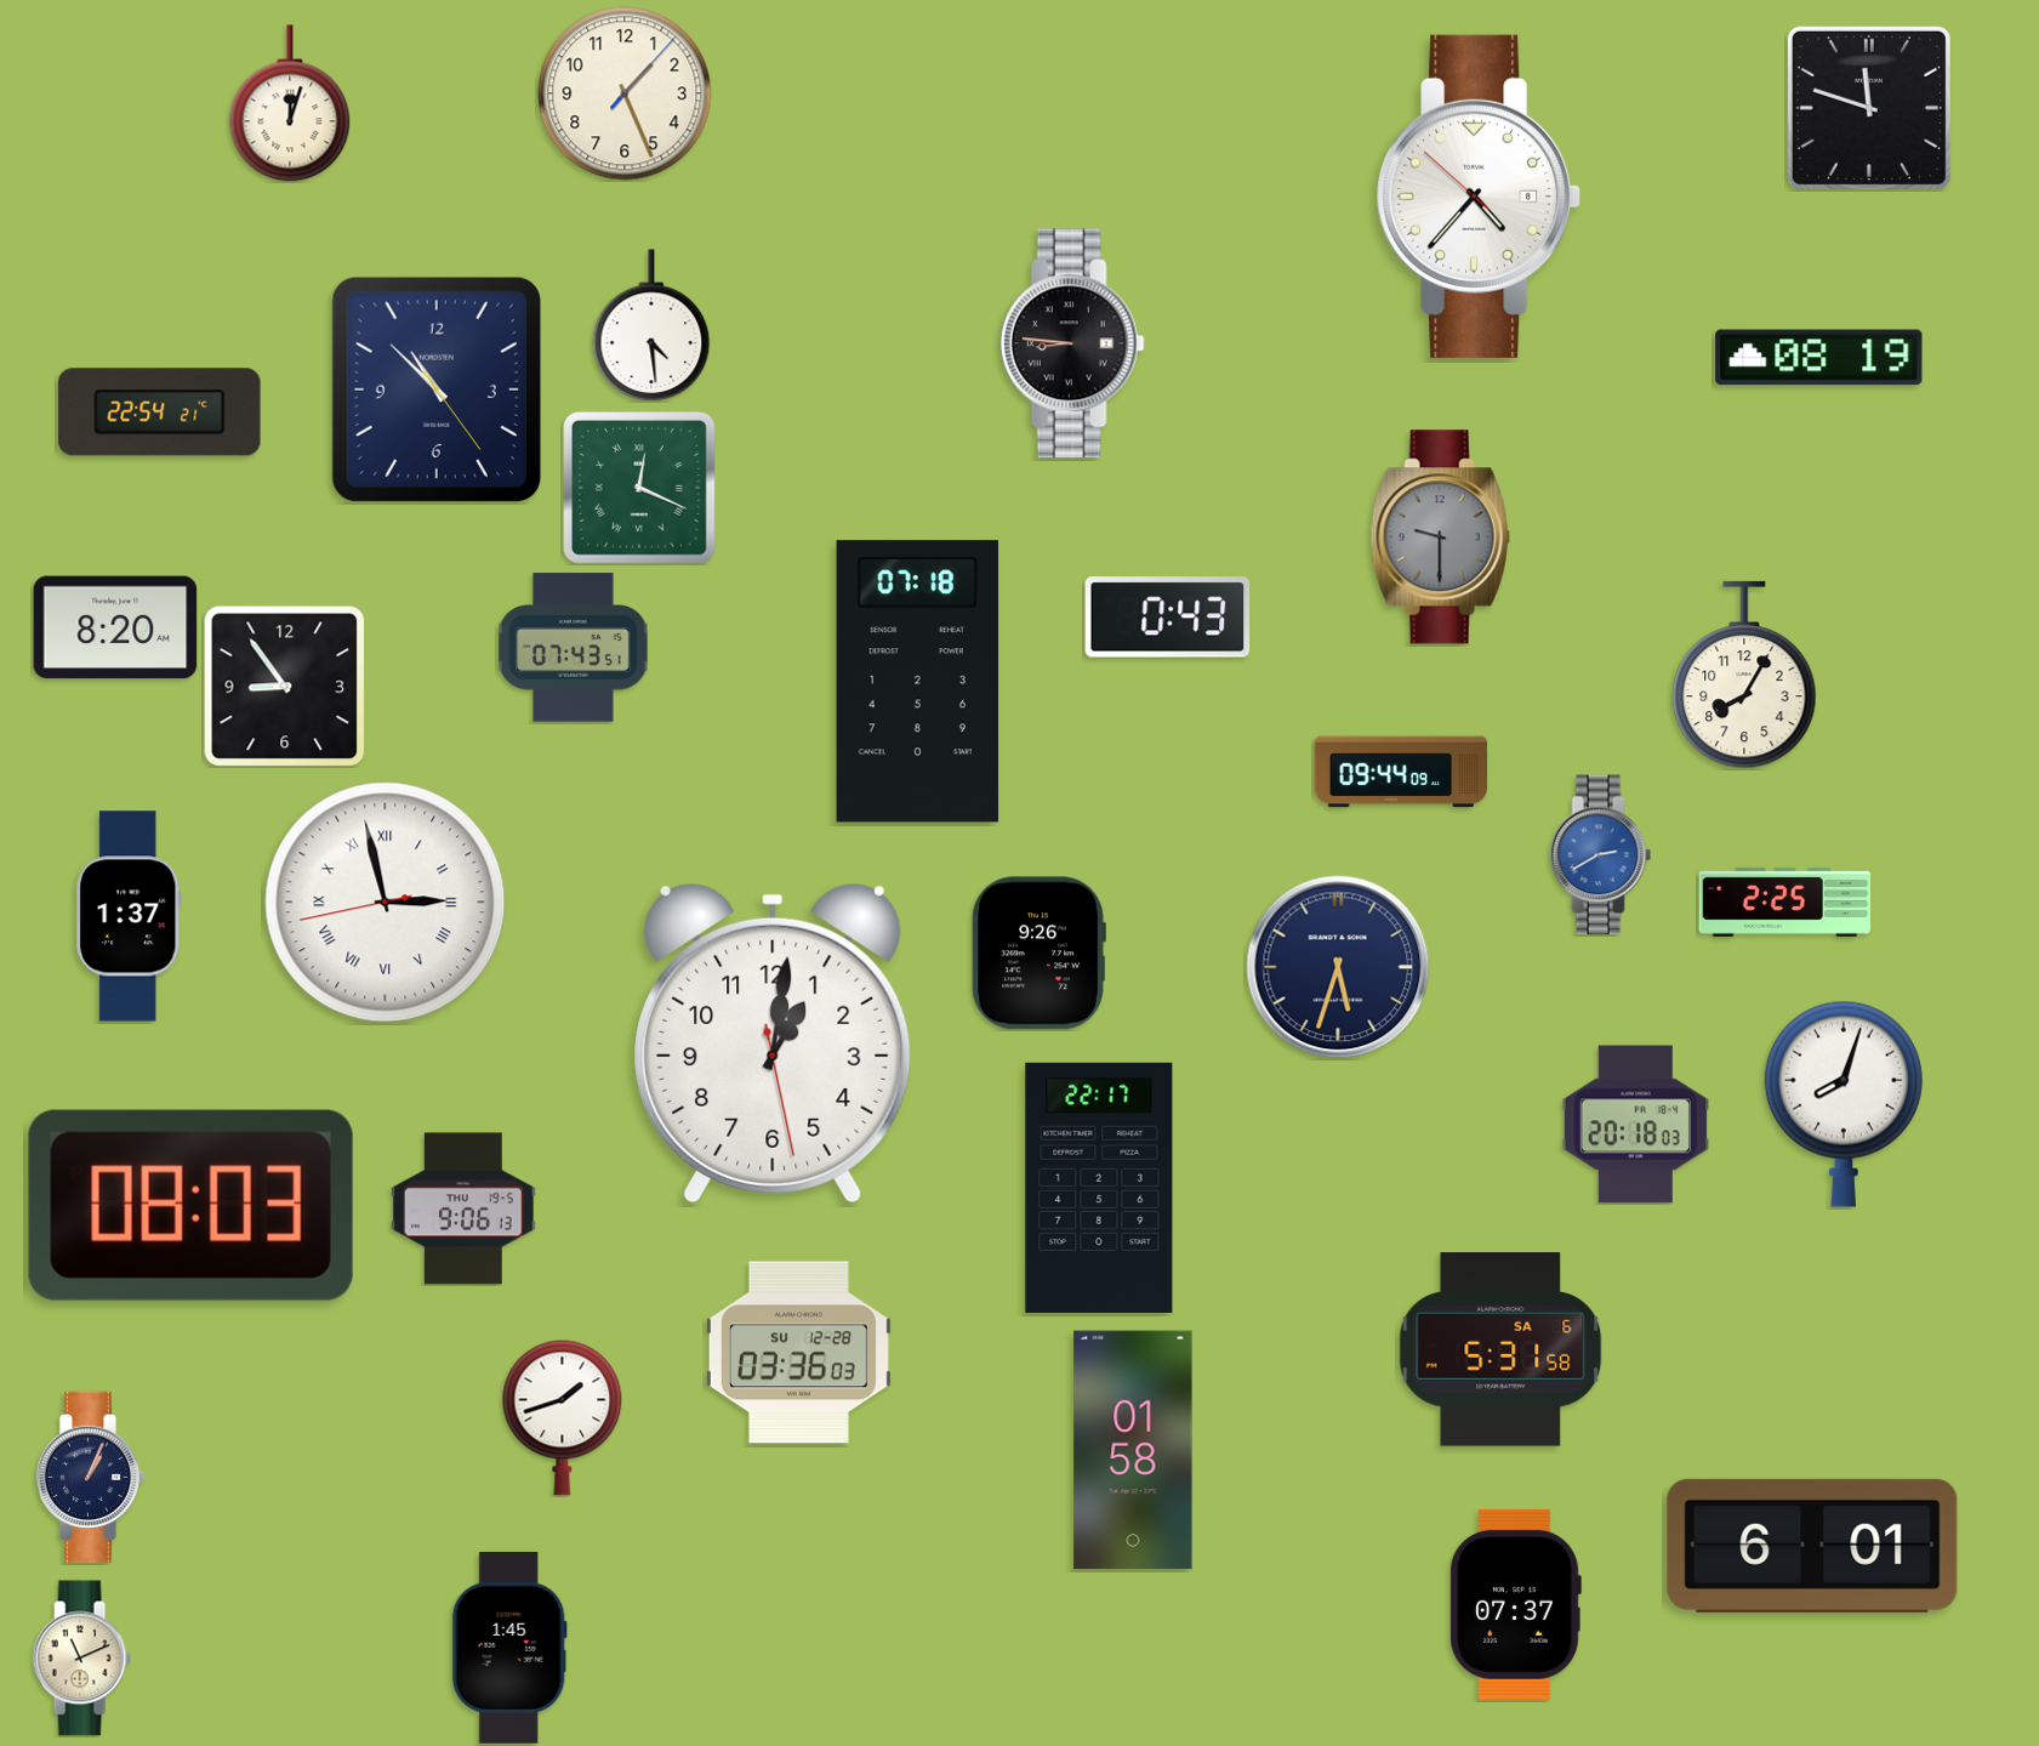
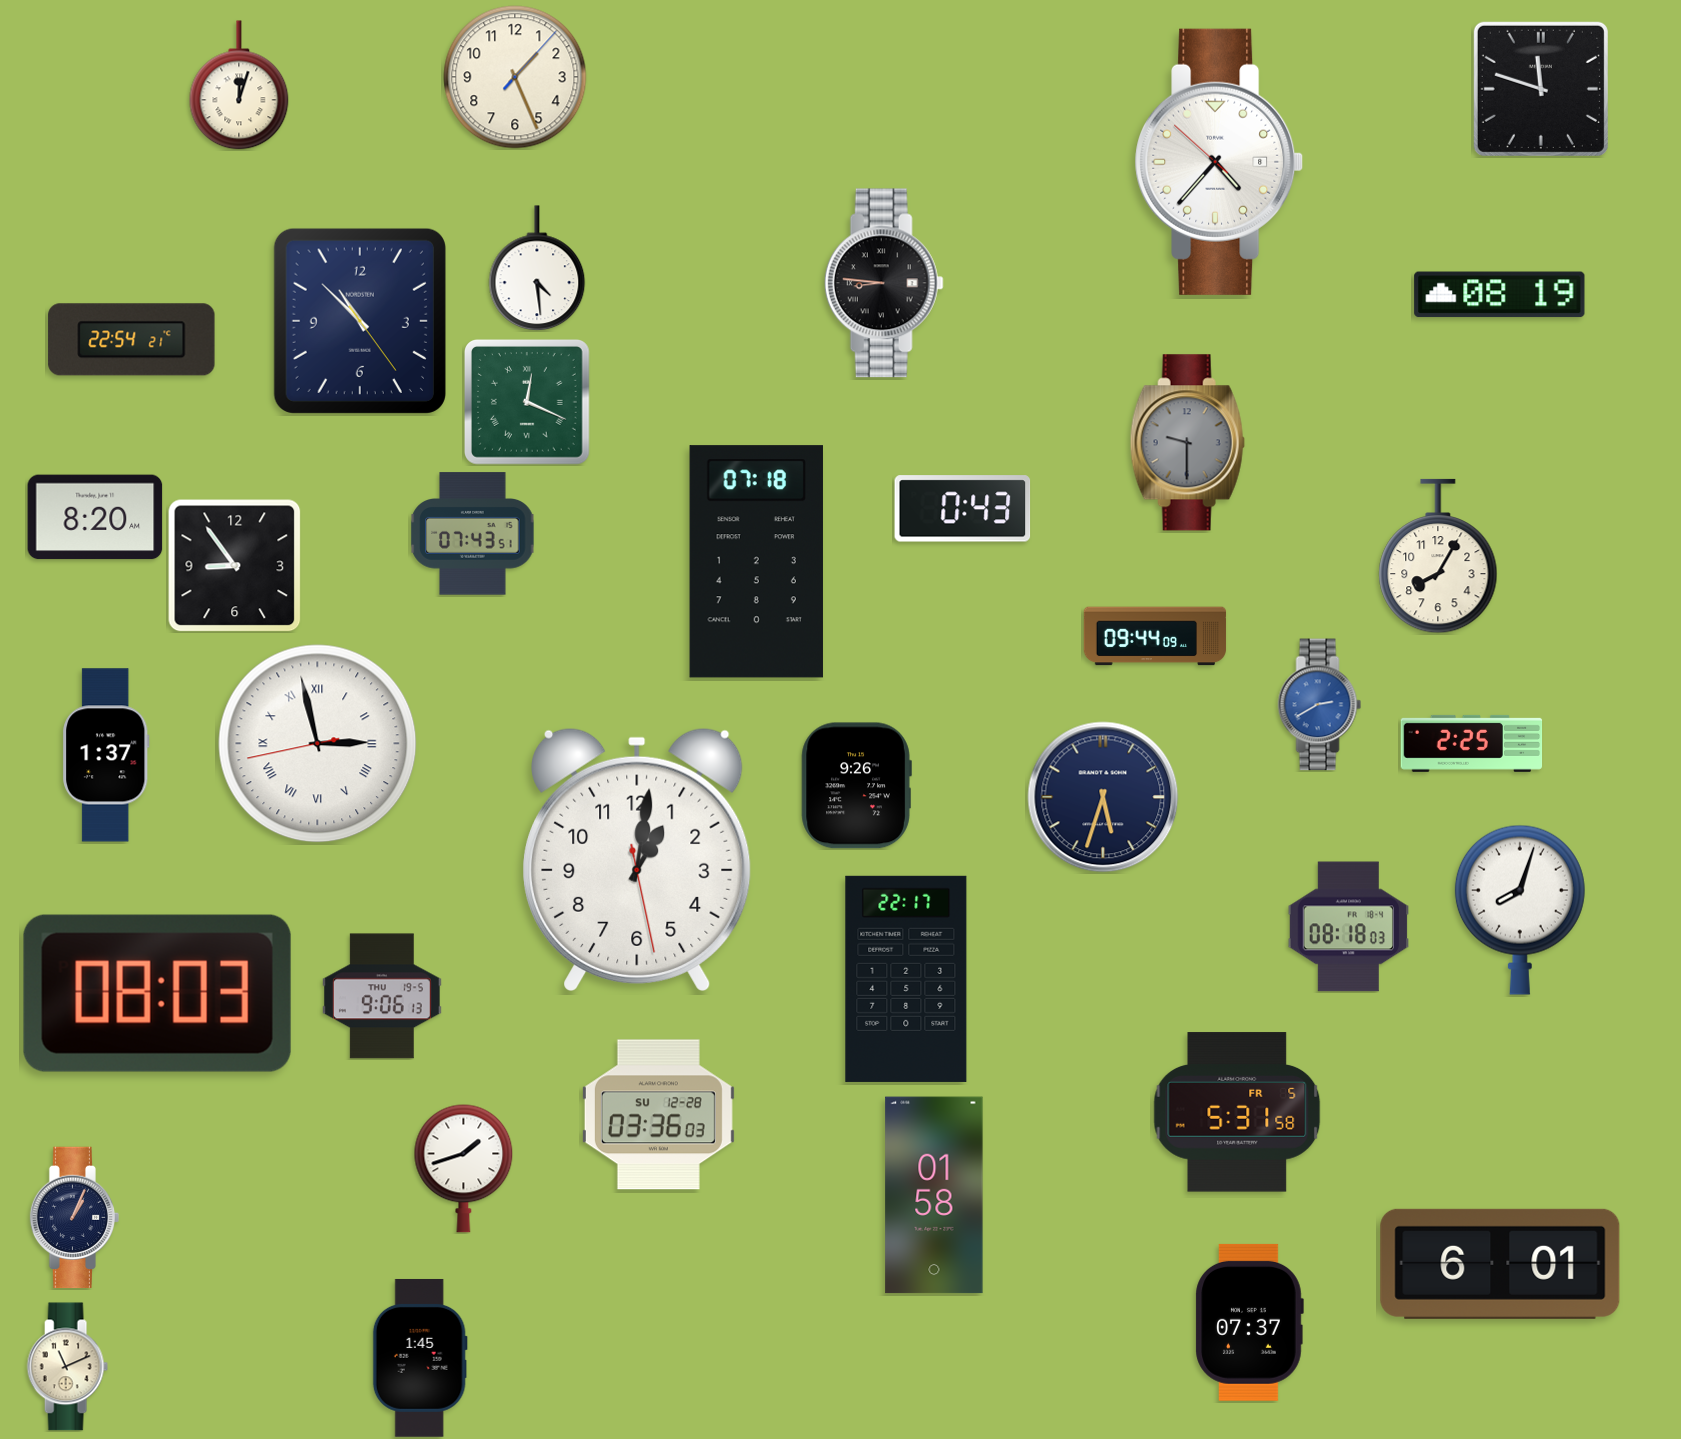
clock at (1636, 1125): 20:18 -> 08:18
clock at (1500, 1349) date: SA 6 -> FR 5
clock at (1812, 1546) position: (1812, 1546) -> (1500, 1264)
